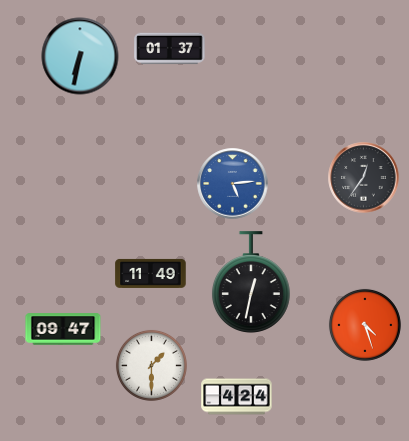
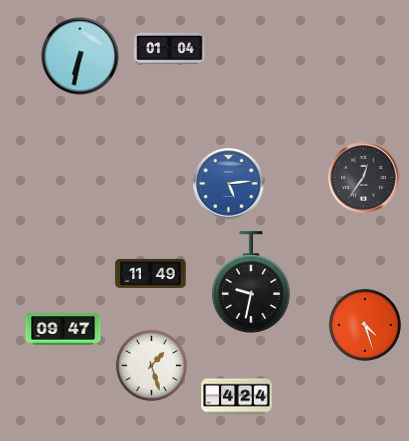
clock at (170, 49): 01:37 -> 01:04
clock at (233, 184) position: (233, 184) -> (229, 184)
clock at (251, 282): 12:32 -> 9:32
clock at (151, 365): 1:30 -> 1:27
